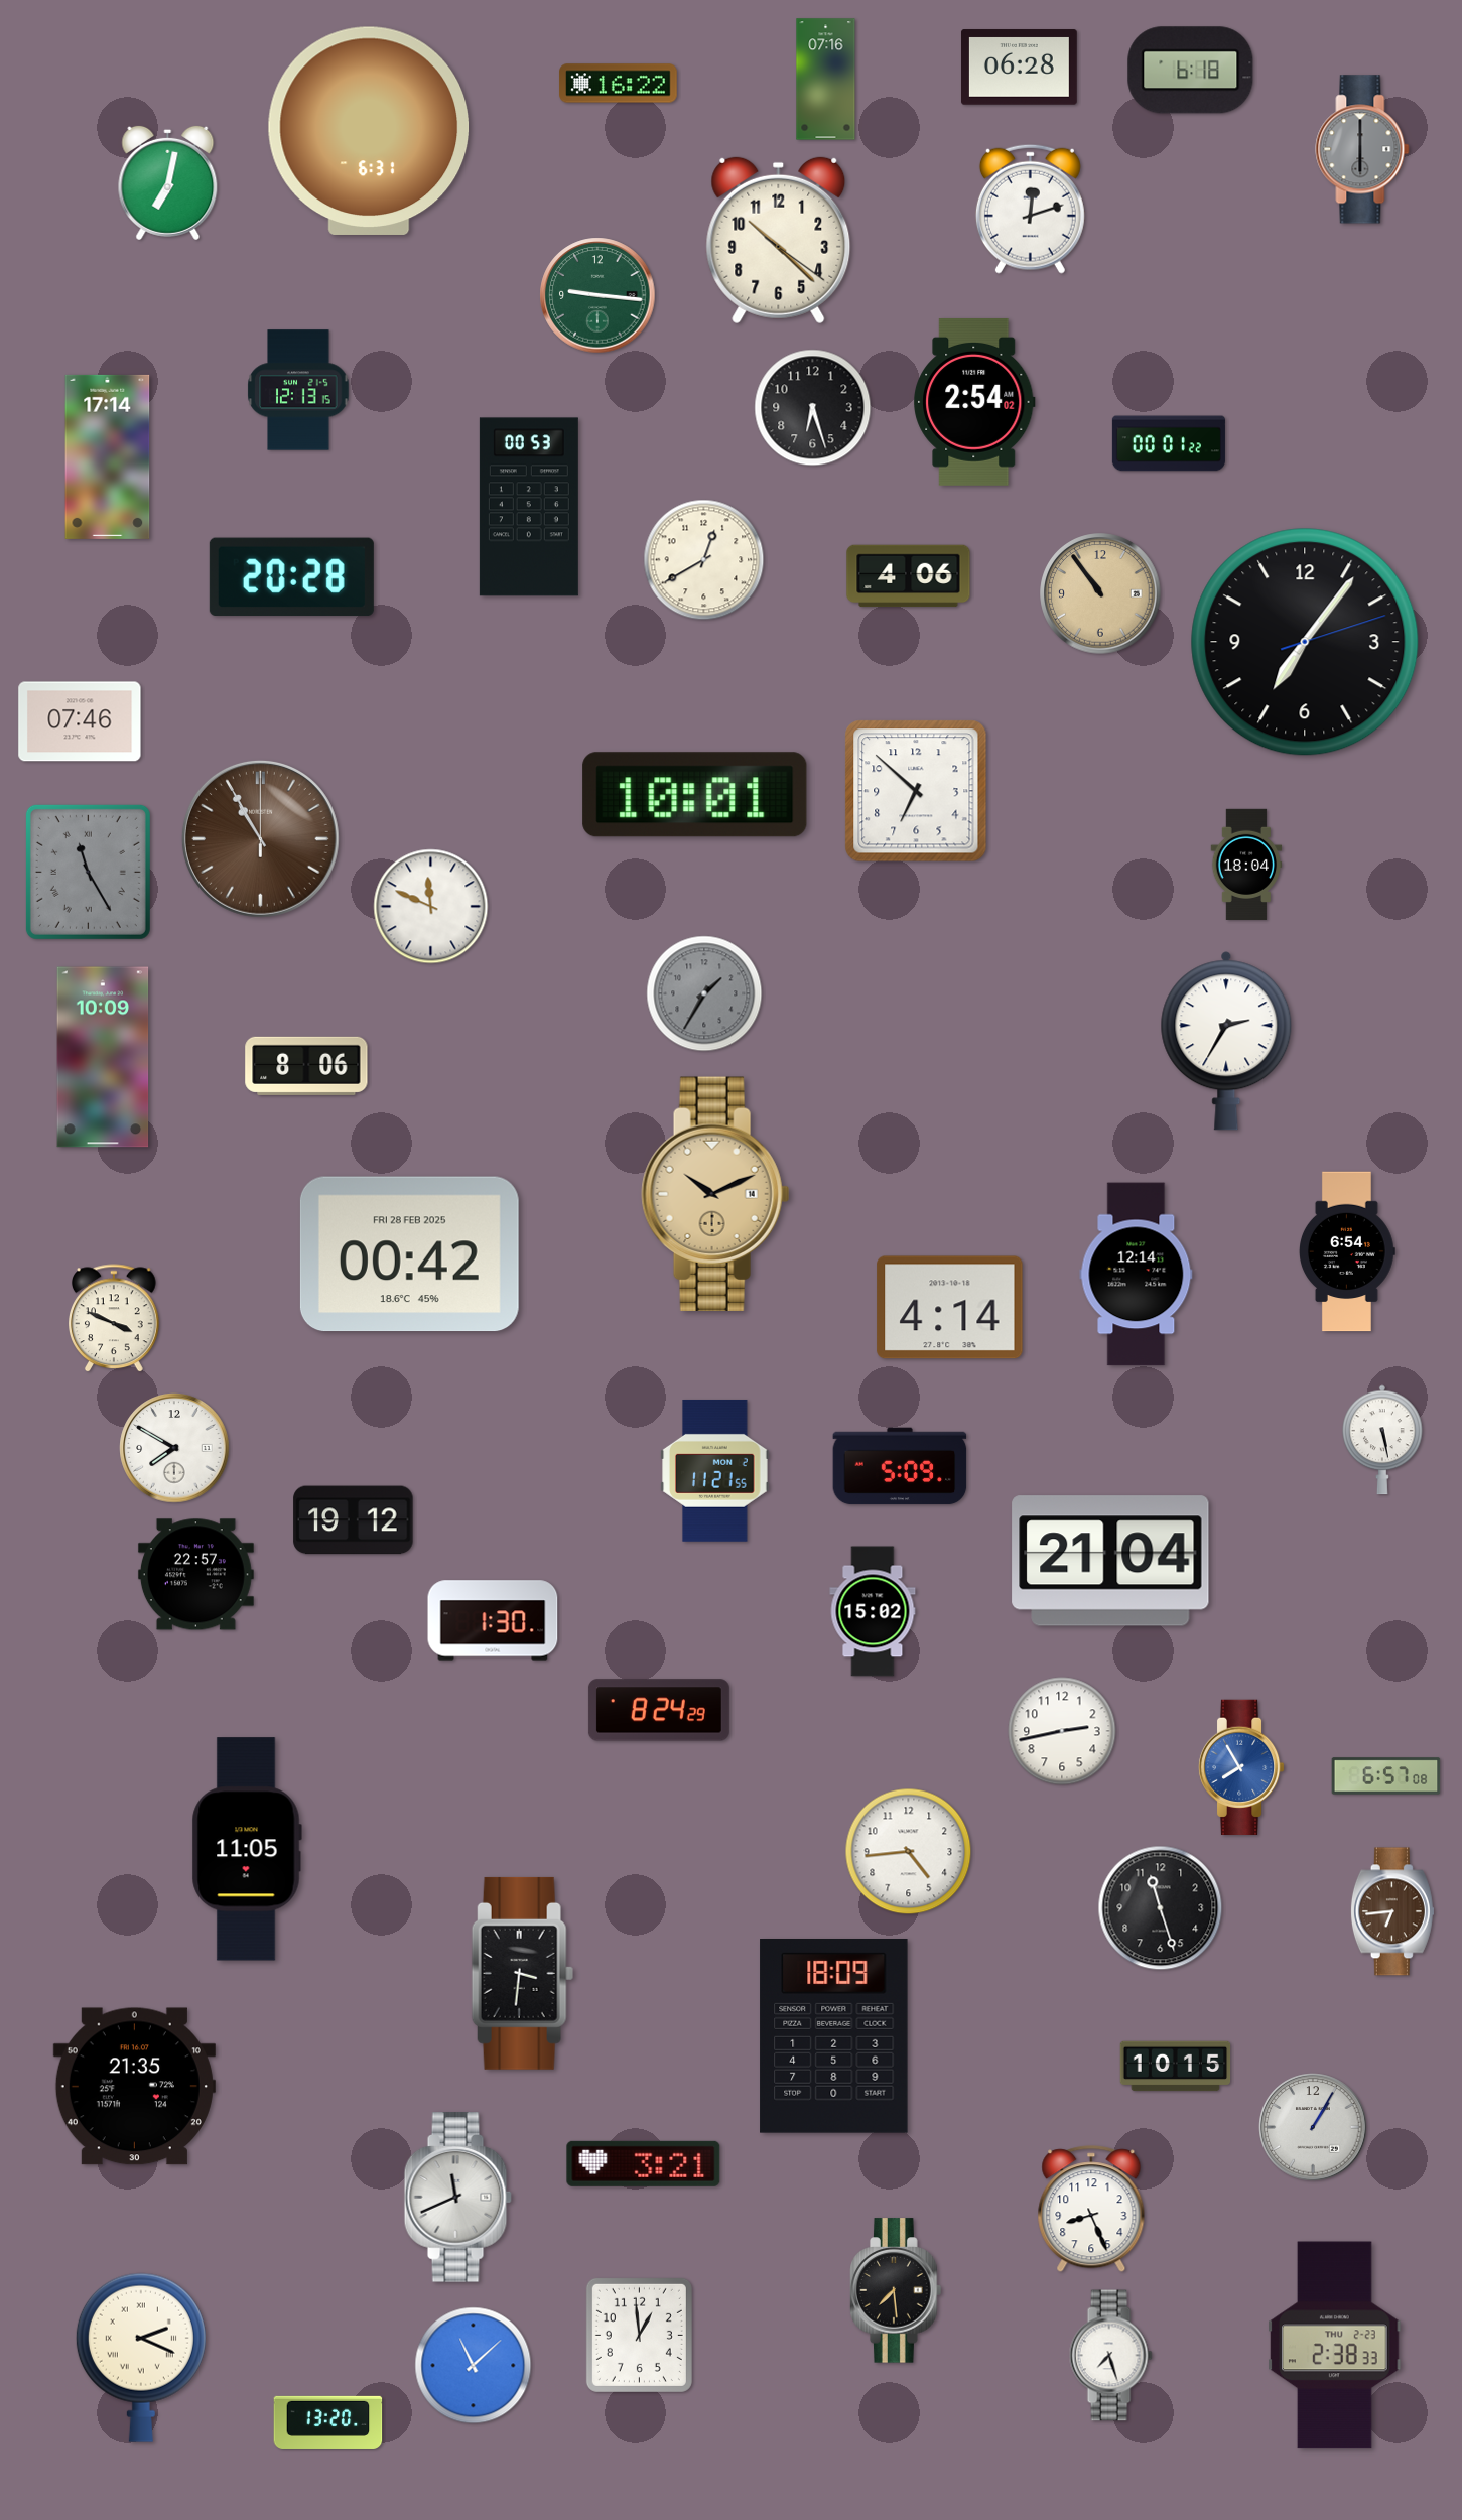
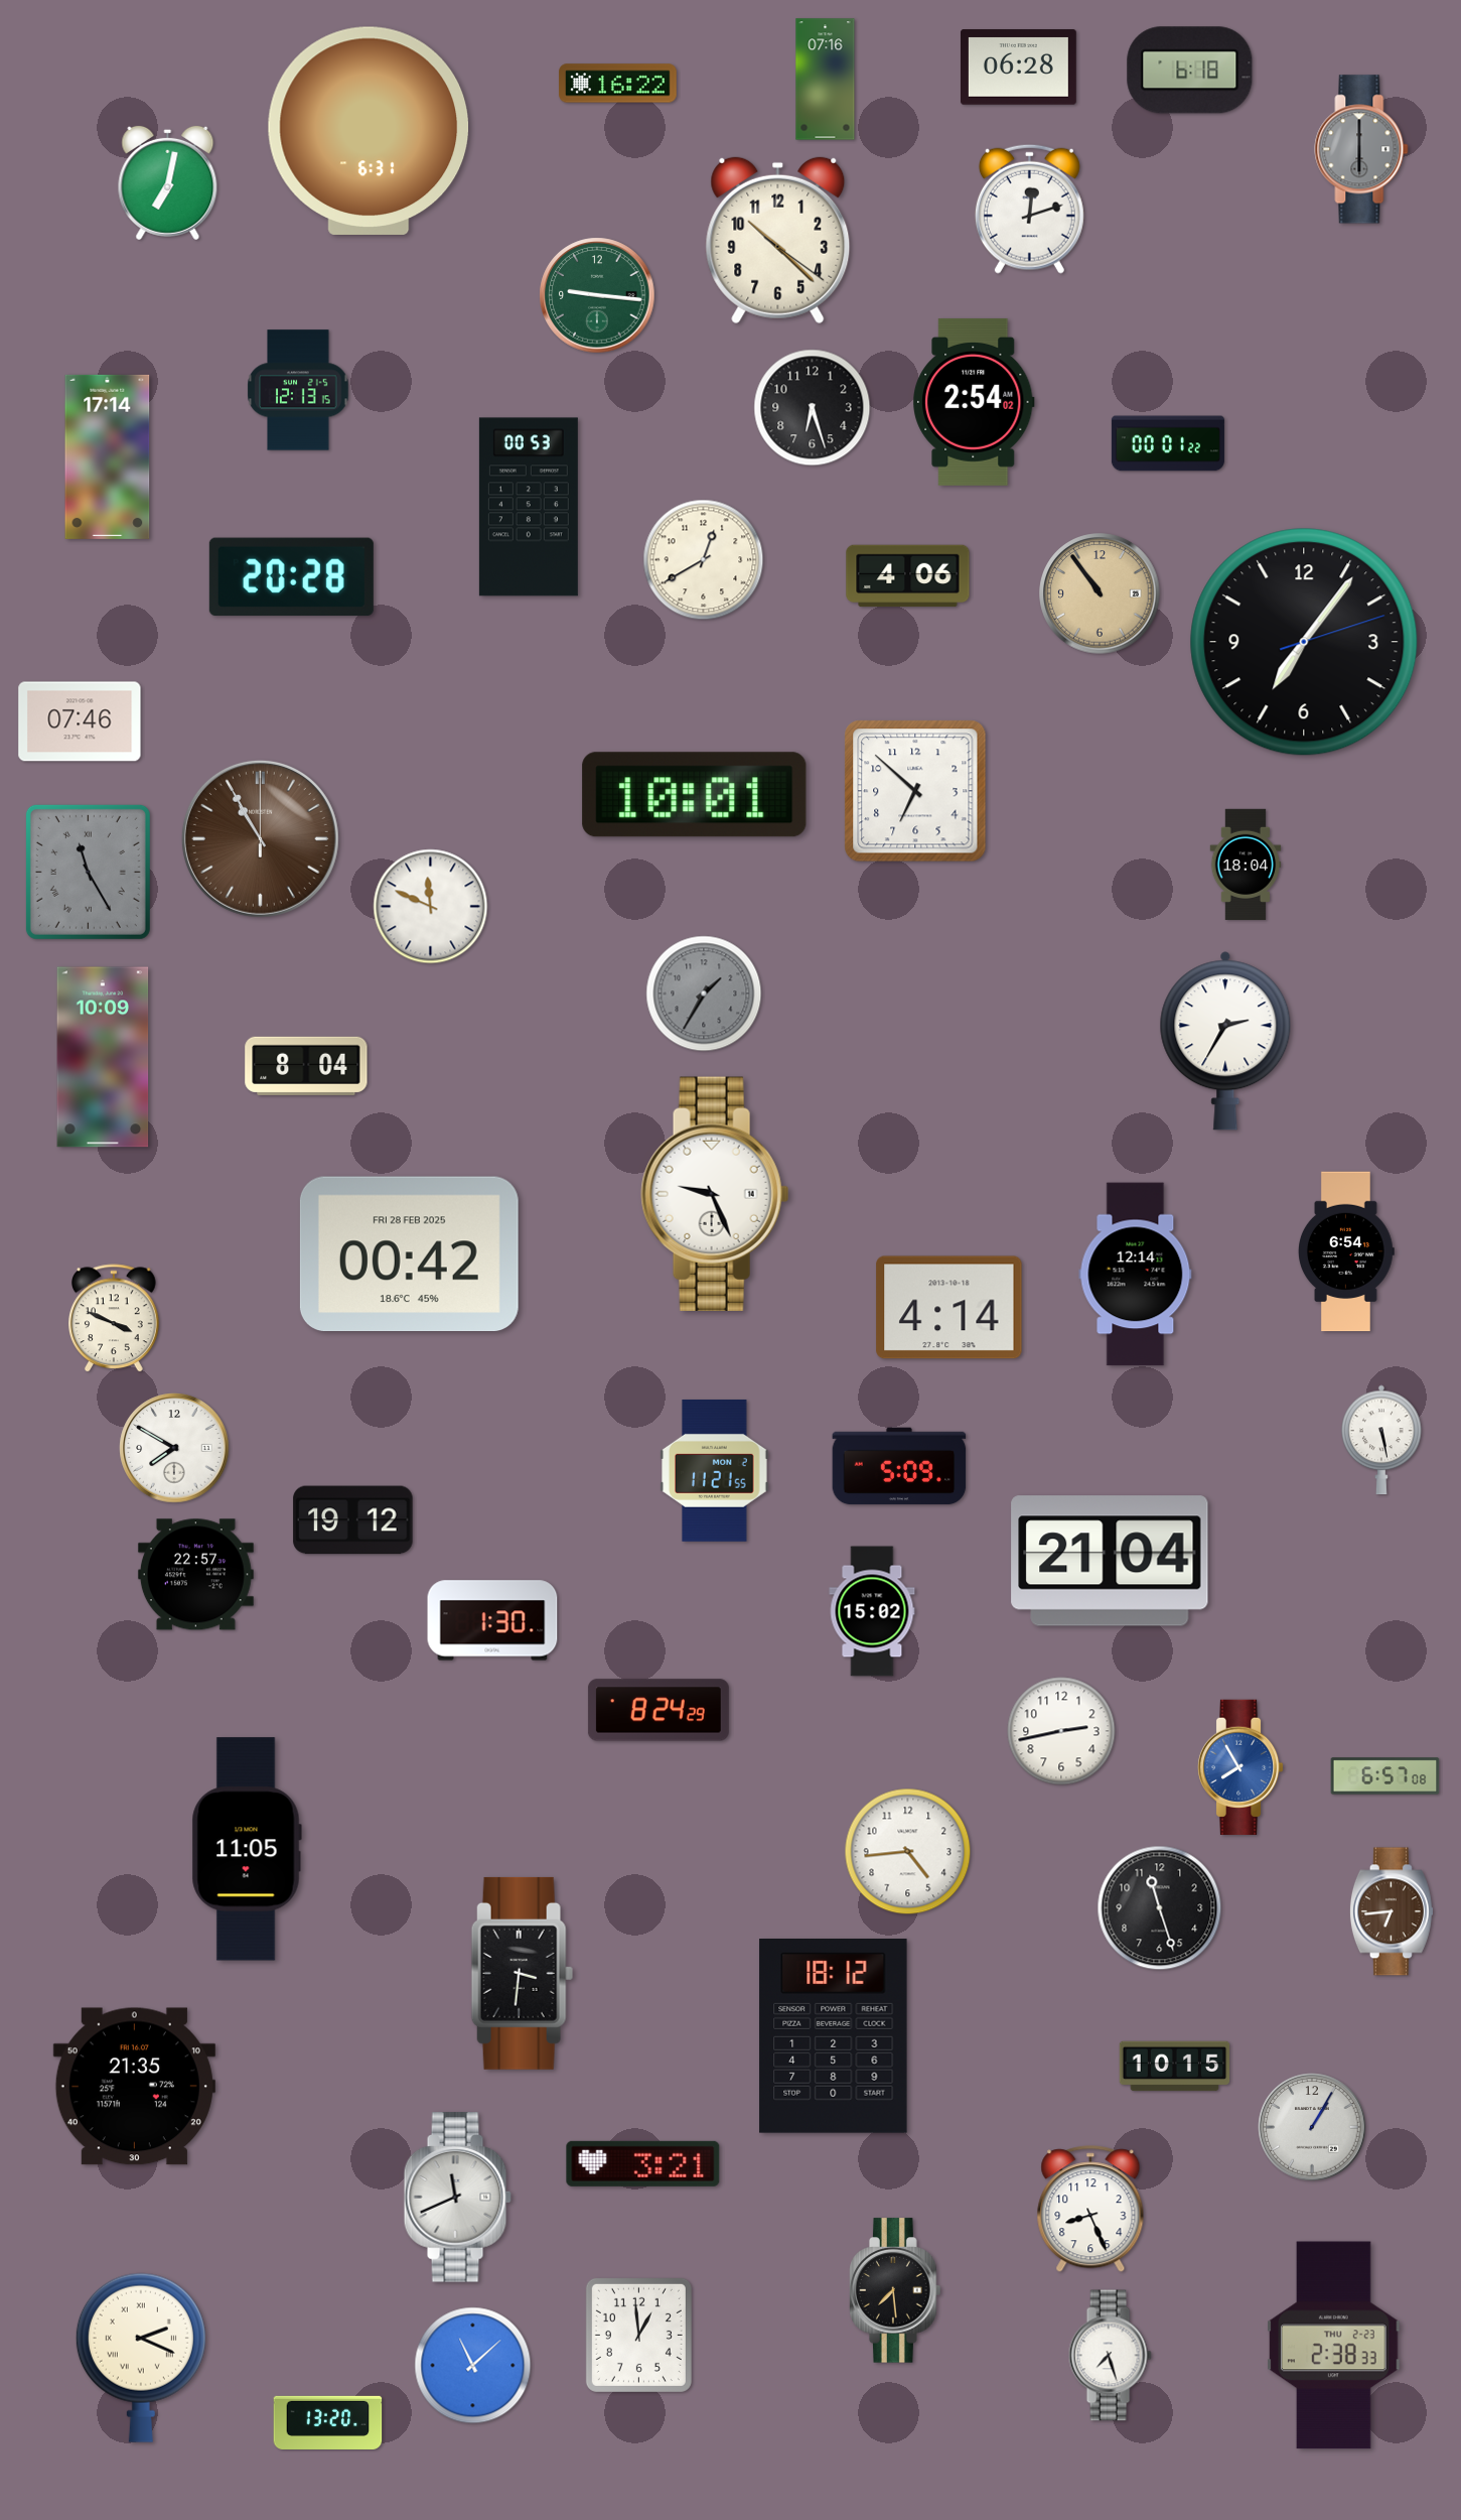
clock at (306, 1066): 8:06 -> 8:04
clock at (715, 1193): 10:11 -> 9:26
clock at (715, 1193) dial: champagne -> white
clock at (834, 2036): 18:09 -> 18:12
